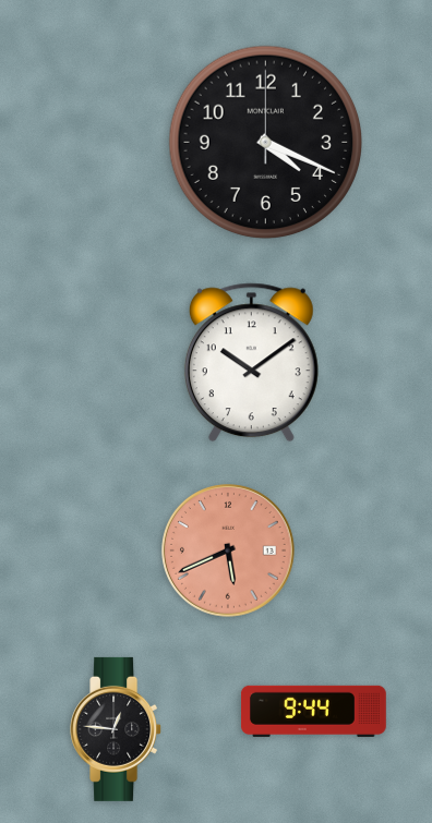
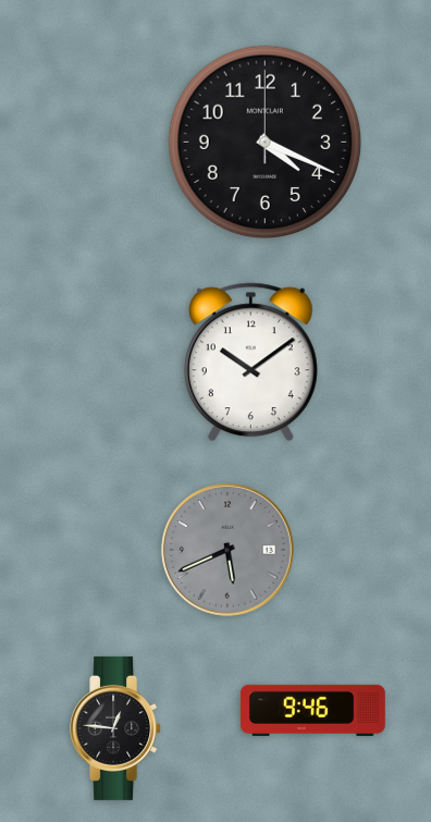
clock at (229, 552) dial: salmon -> grey
clock at (314, 711): 9:44 -> 9:46
